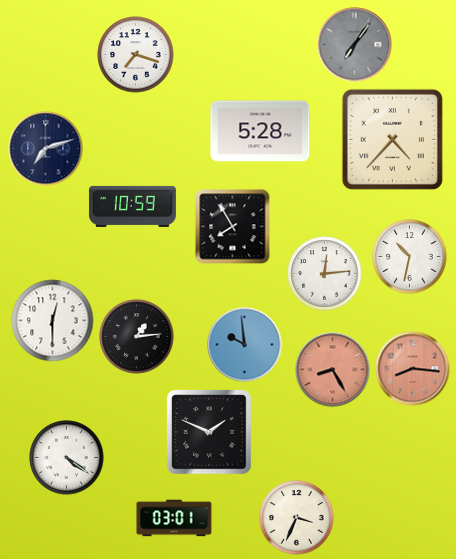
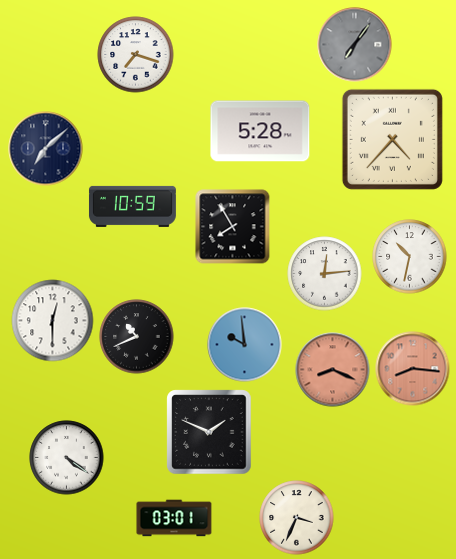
clock at (46, 149): 7:12 -> 7:08
clock at (137, 337): 1:14 -> 10:41
clock at (333, 370): 8:25 -> 8:19
